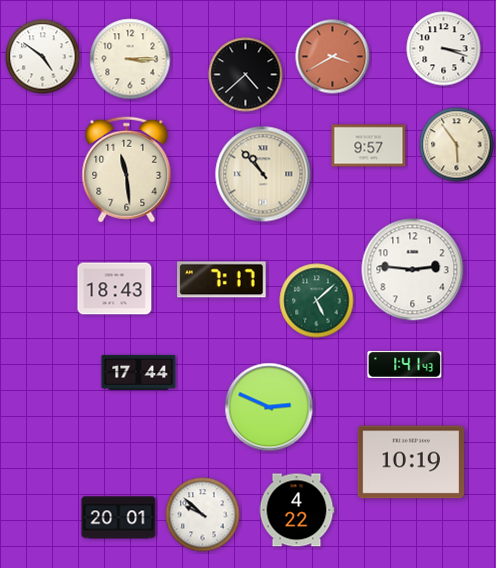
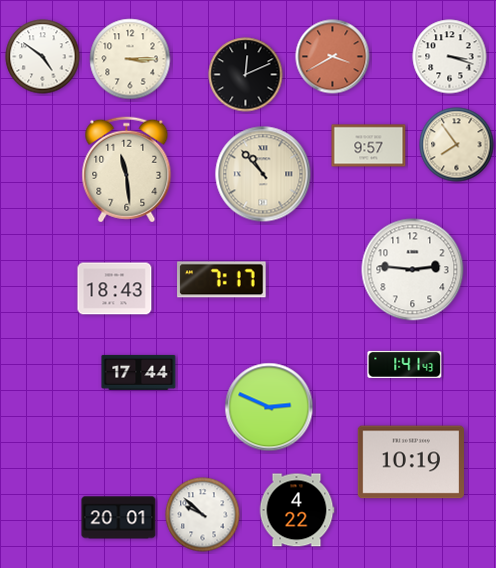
clock at (444, 49) position: (444, 49) -> (450, 57)
clock at (246, 75): 4:38 -> 12:11
clock at (457, 145): 5:54 -> 7:54
clock at (317, 301): 5:08 -> none
